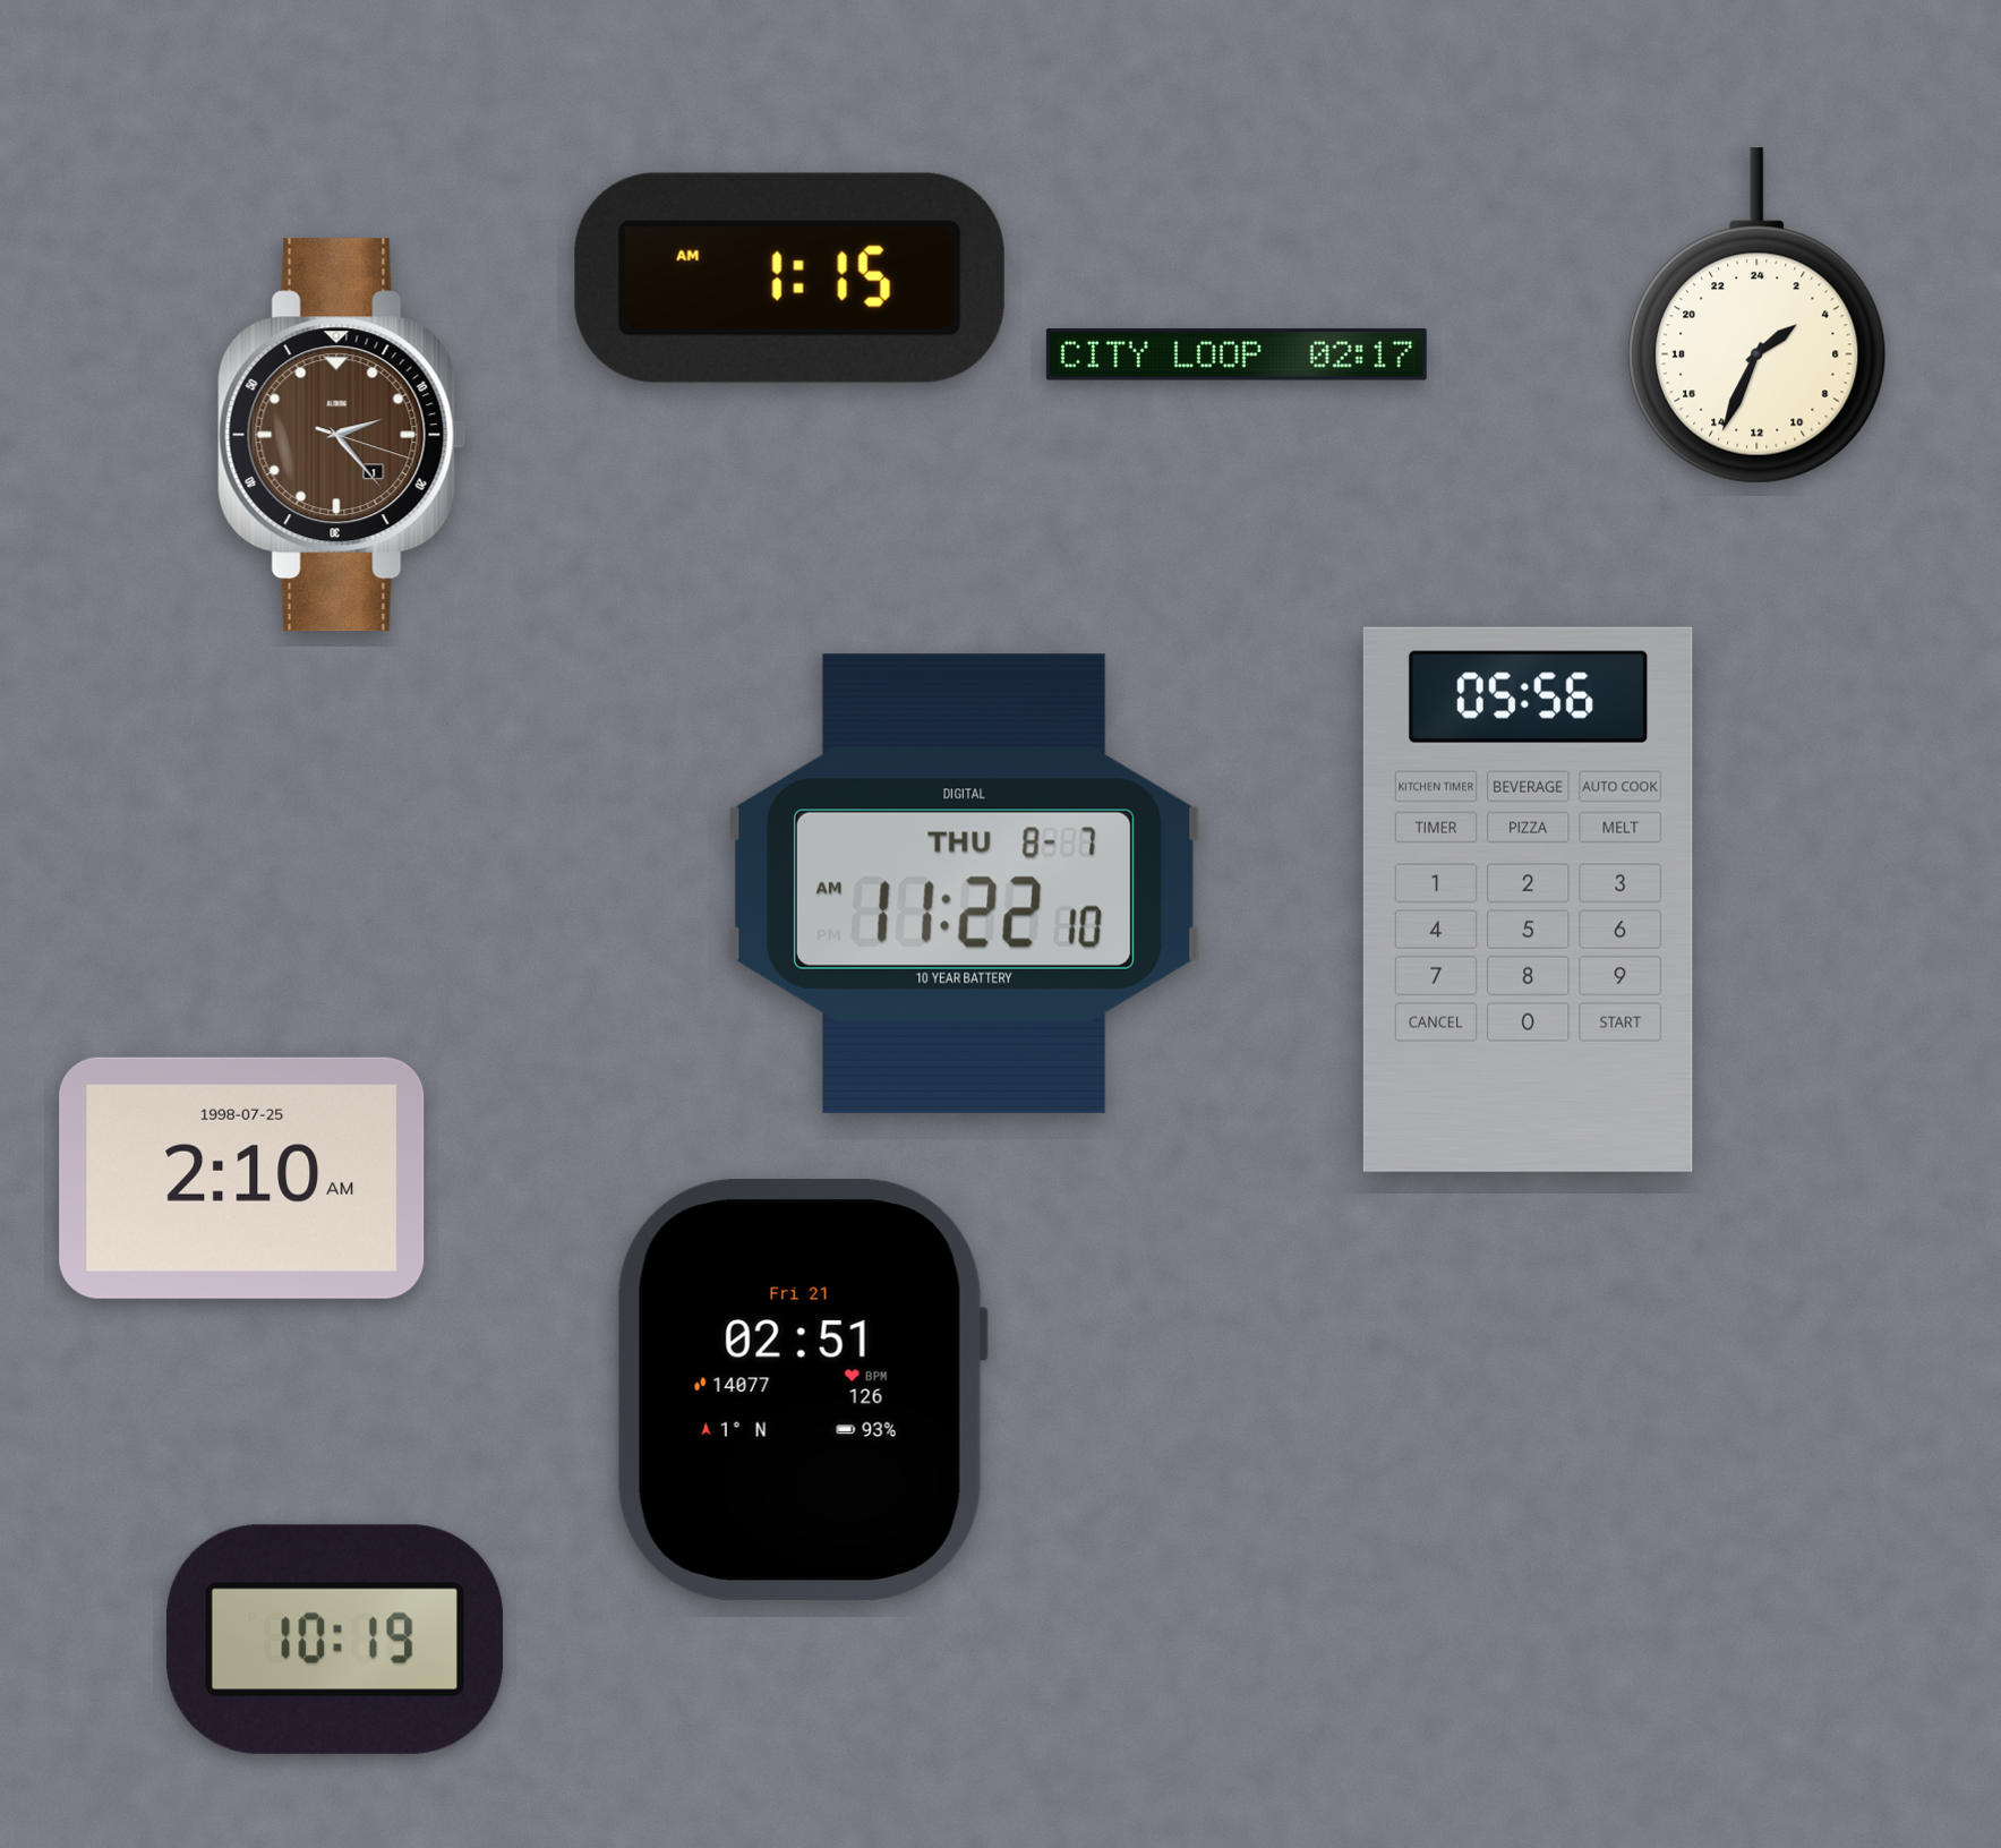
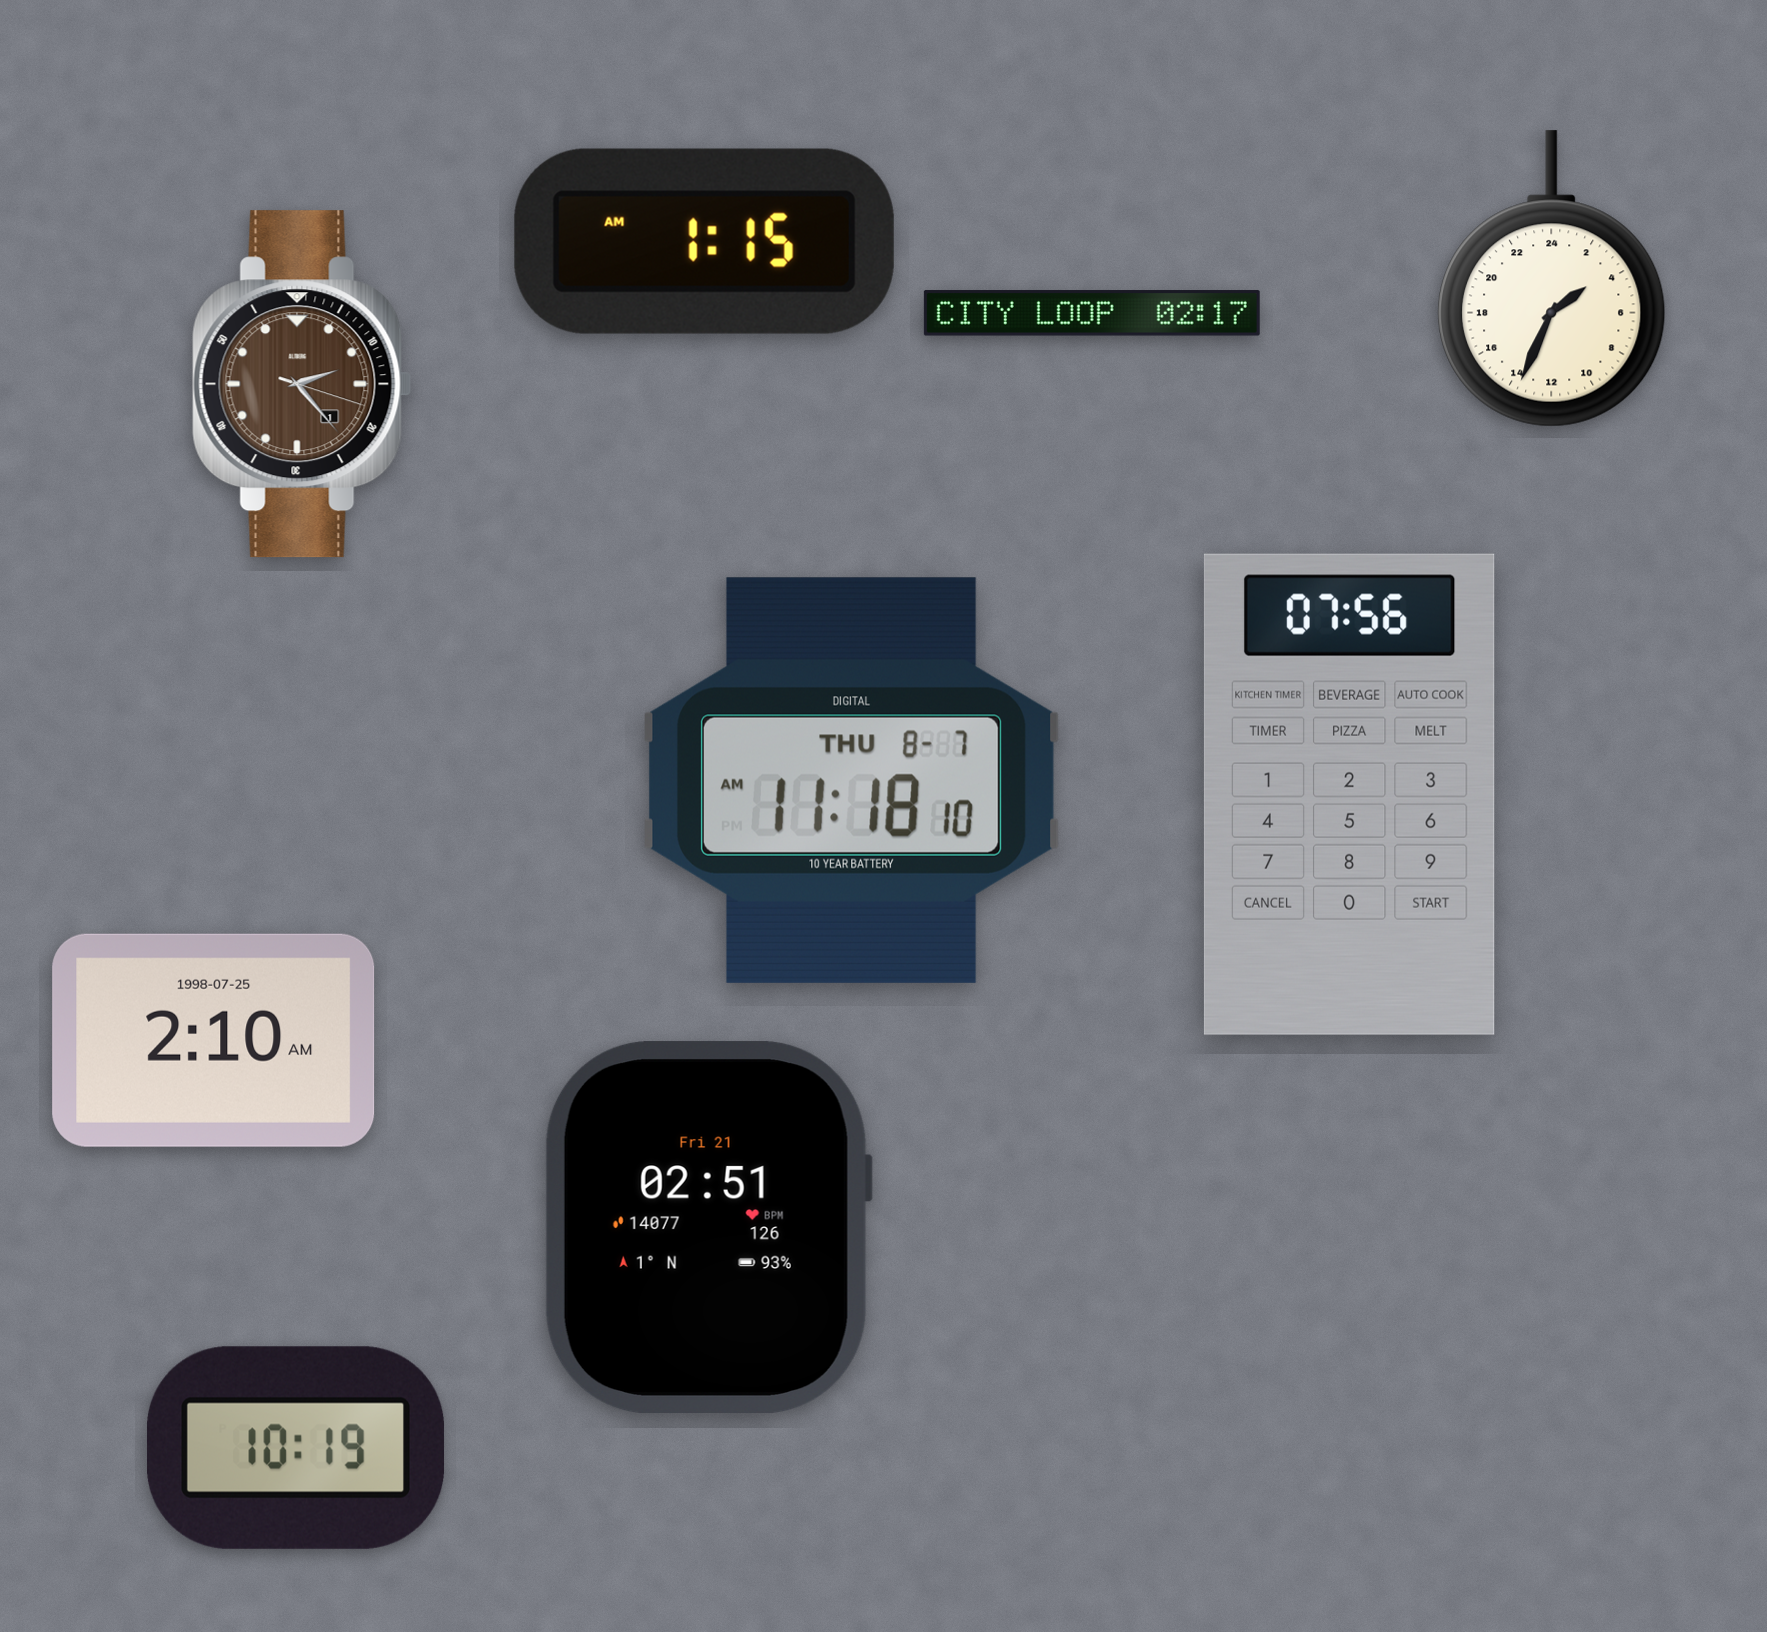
clock at (789, 277) position: (789, 277) -> (704, 241)
clock at (964, 883): 11:22 -> 11:18
clock at (1528, 899): 05:56 -> 07:56
